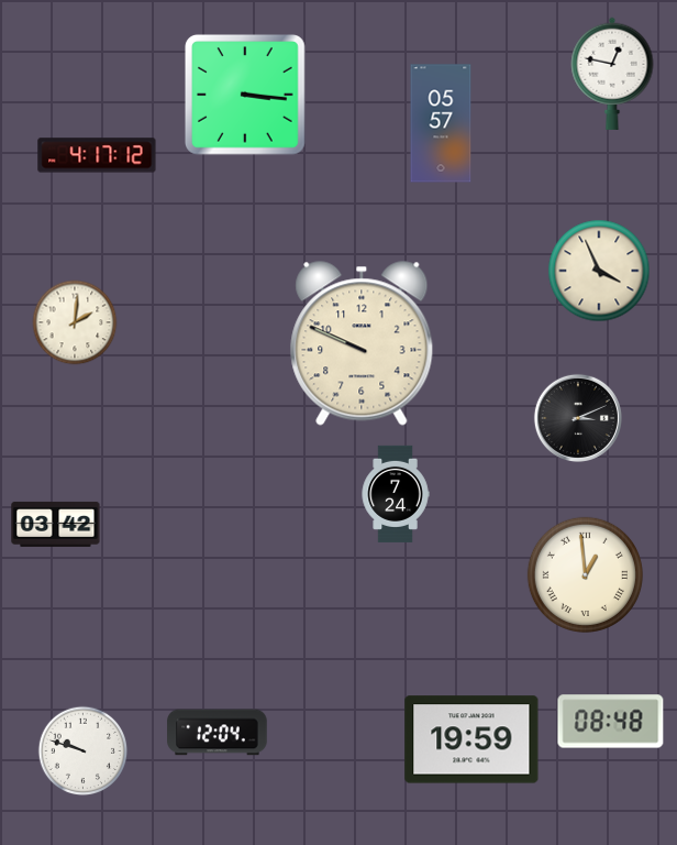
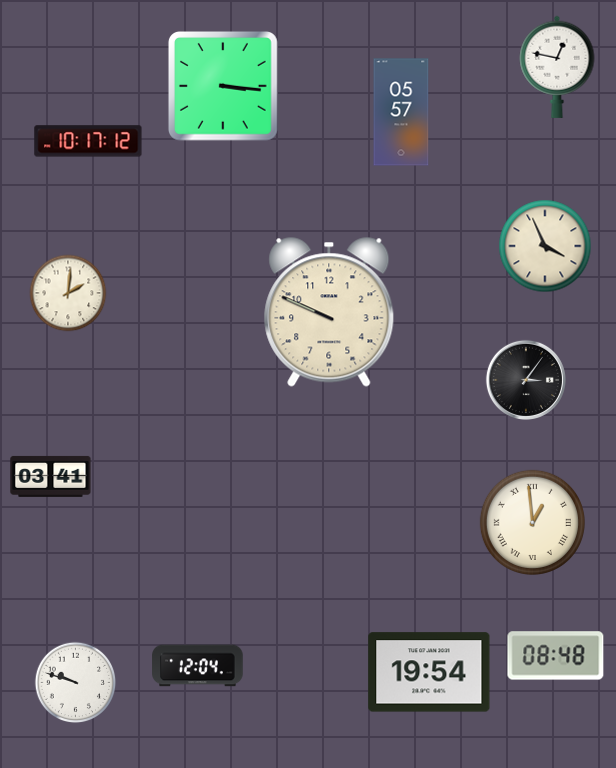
clock at (97, 155): 4:17 -> 10:17
clock at (578, 418): 3:11 -> 3:06
clock at (396, 494): 7:24 -> none
clock at (56, 524): 03:42 -> 03:41
clock at (471, 739): 19:59 -> 19:54
